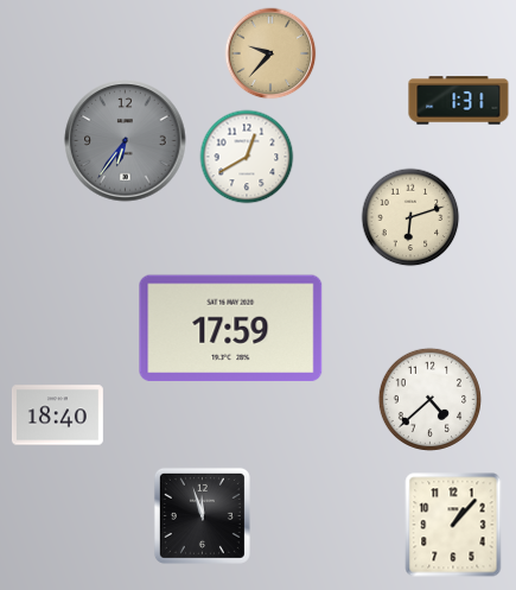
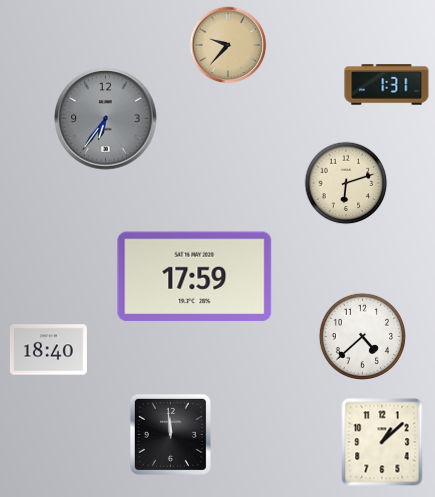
clock at (247, 157): 12:40 -> none
clock at (202, 515): 11:57 -> 11:59
clock at (453, 525): 1:07 -> 1:08
